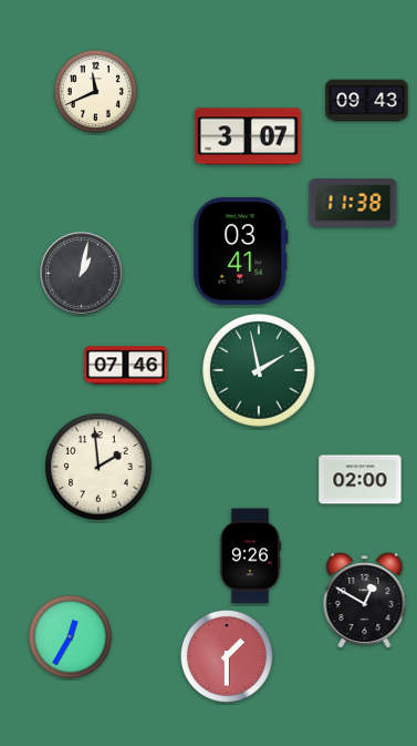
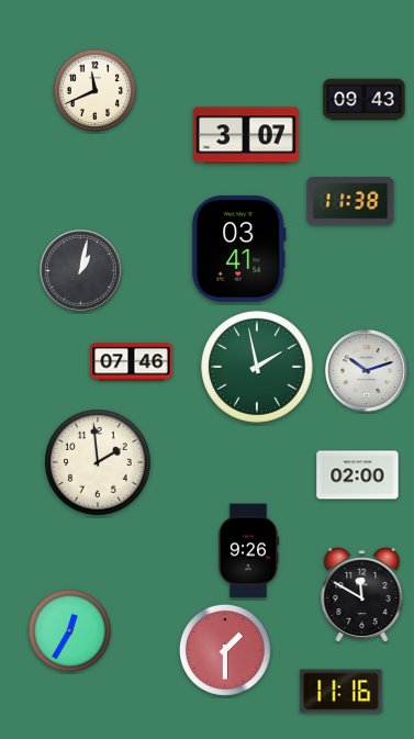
clock at (126, 366) position: (126, 366) -> (132, 362)
clock at (367, 371): none -> 10:12
clock at (365, 601): 12:50 -> 11:50
clock at (342, 692): none -> 11:16
